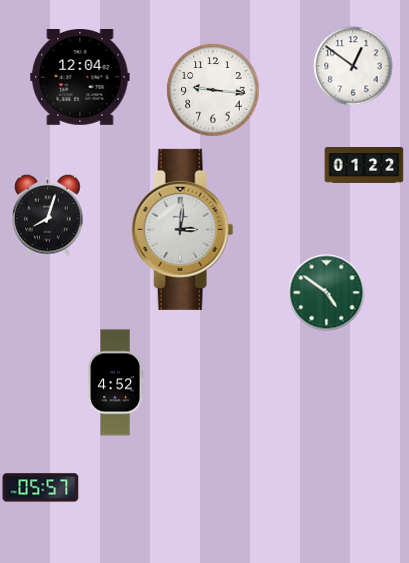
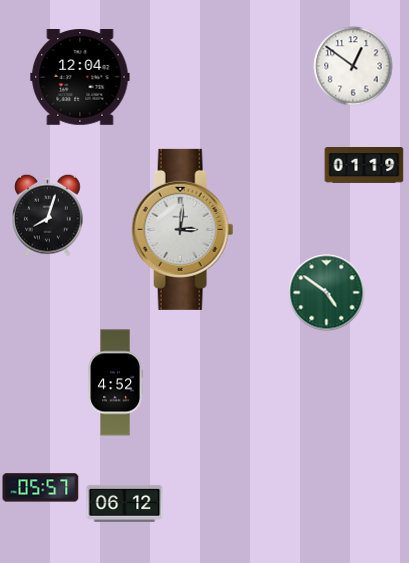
clock at (213, 90): 9:16 -> none
clock at (364, 166): 01:22 -> 01:19
clock at (125, 503): none -> 06:12
